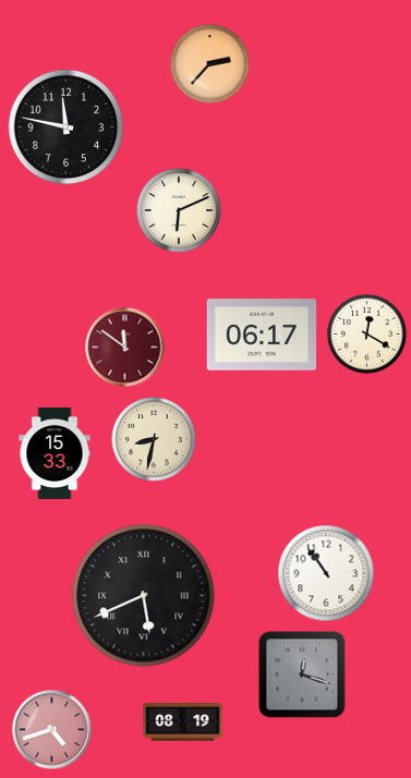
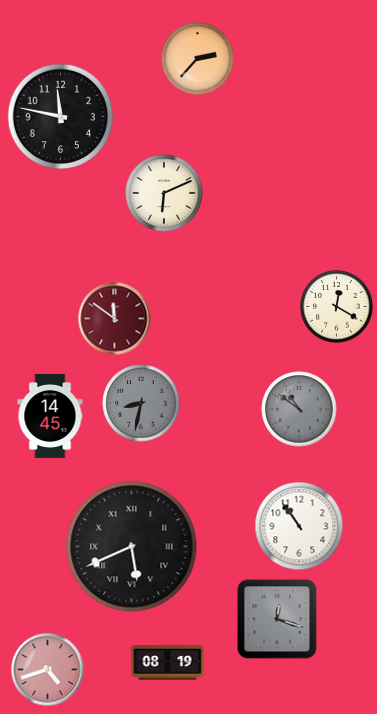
clock at (210, 64) position: (210, 64) -> (198, 59)
clock at (262, 335): 06:17 -> none
clock at (154, 439) dial: cream -> grey
clock at (299, 409): none -> 10:51
clock at (55, 453): 15:33 -> 14:45
